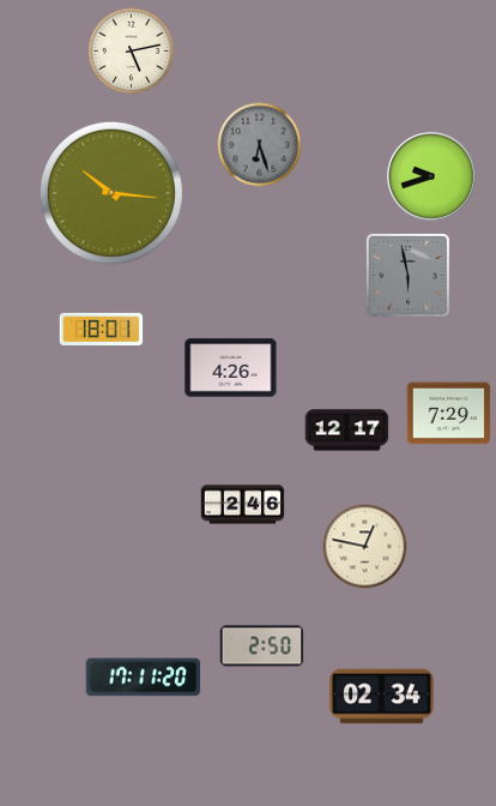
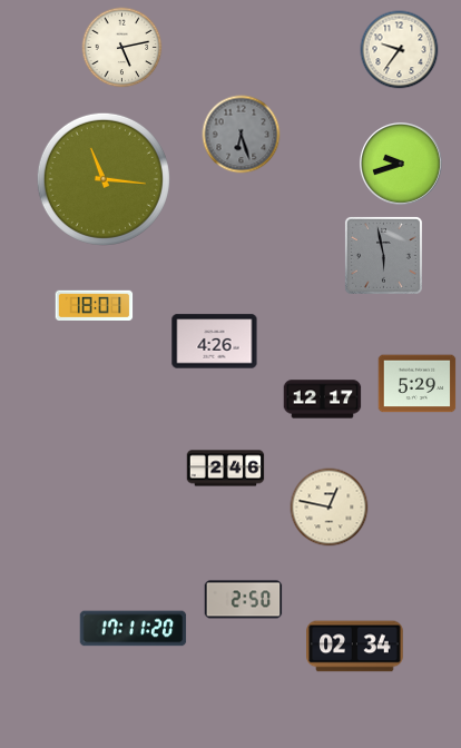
clock at (400, 50): none -> 9:36
clock at (111, 193): 10:16 -> 11:16
clock at (407, 275) position: (407, 275) -> (383, 255)
clock at (449, 414): 7:29 -> 5:29
clock at (365, 547) position: (365, 547) -> (330, 508)
